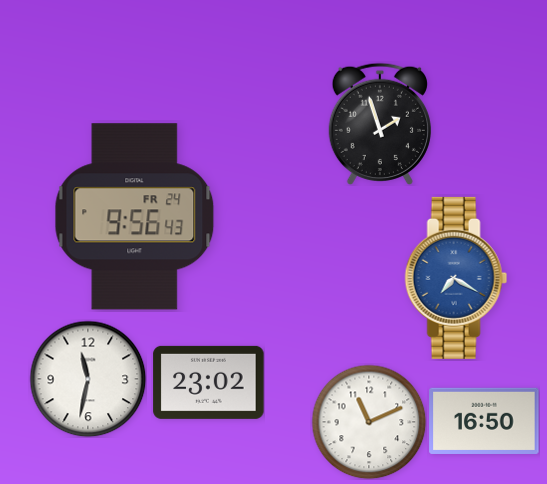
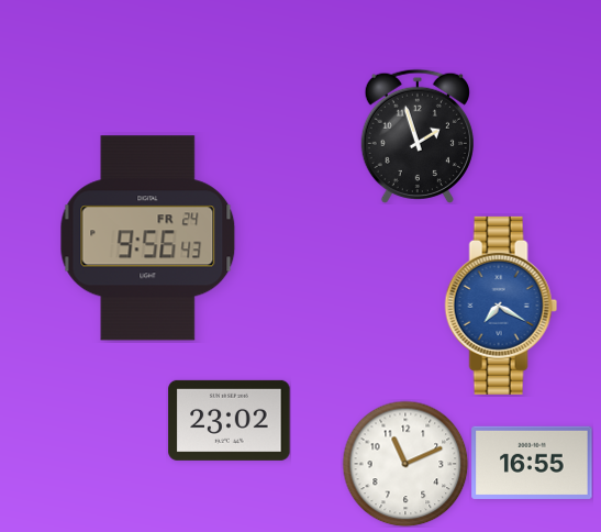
clock at (88, 379): 11:32 -> none
clock at (484, 421): 16:50 -> 16:55
